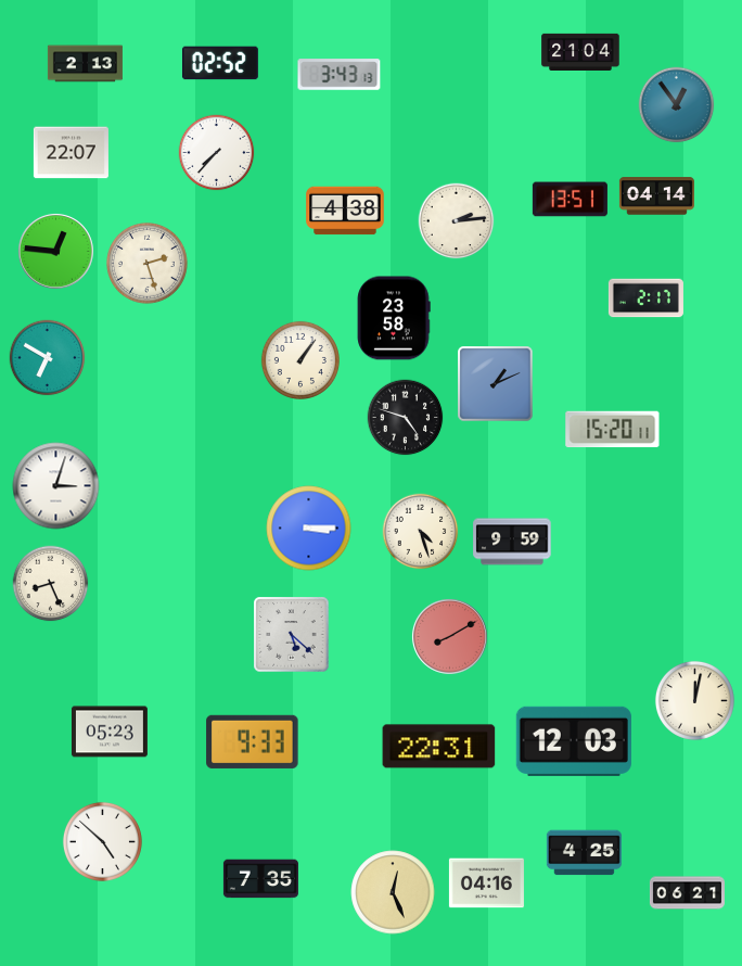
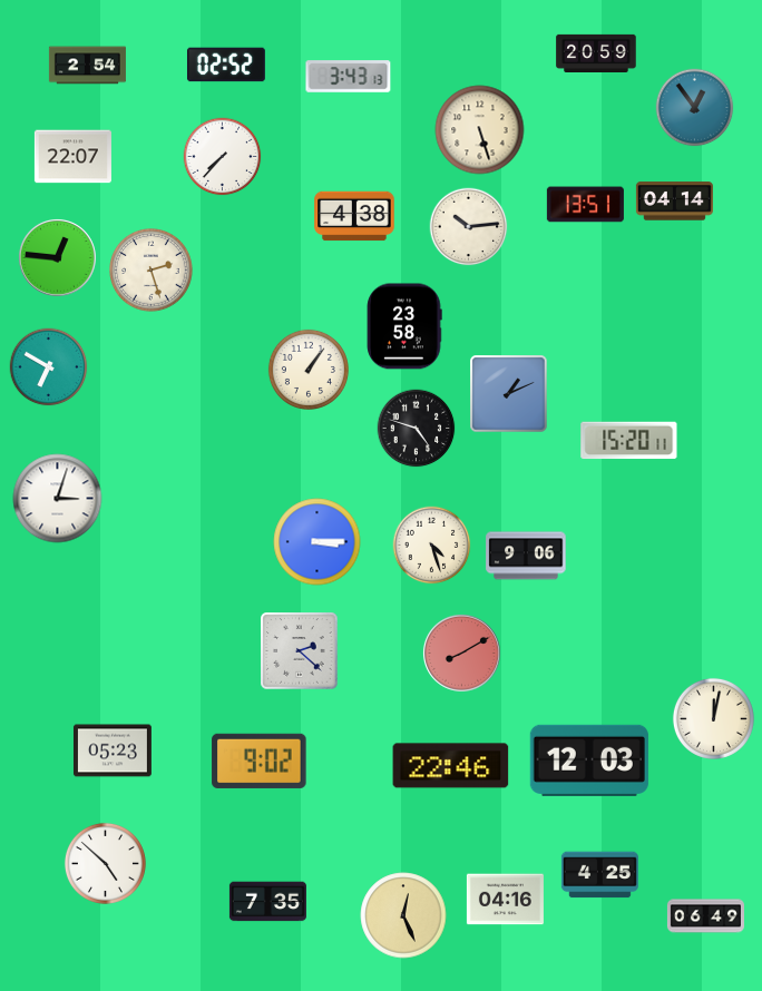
clock at (580, 51): 21:04 -> 20:59
clock at (85, 64): 2:13 -> 2:54
clock at (480, 130): none -> 5:27
clock at (457, 221): 2:14 -> 10:14
clock at (645, 298): 2:17 -> none
clock at (512, 542): 9:59 -> 9:06
clock at (51, 584): 8:26 -> none
clock at (292, 635): 5:22 -> 2:22
clock at (253, 741): 9:33 -> 9:02
clock at (439, 747): 22:31 -> 22:46
clock at (486, 884) position: (486, 884) -> (505, 900)
clock at (687, 893): 06:21 -> 06:49
